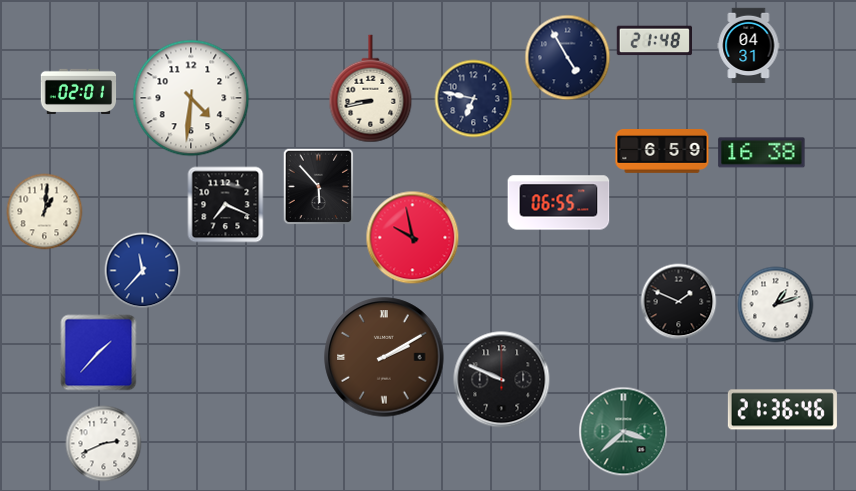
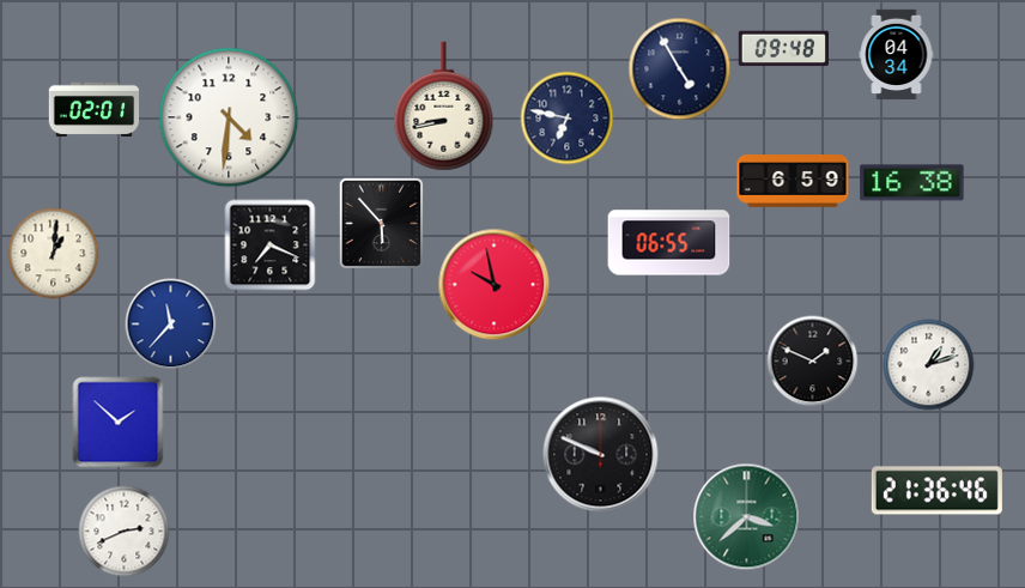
clock at (654, 41): 21:48 -> 09:48
clock at (749, 46): 04:31 -> 04:34
clock at (99, 353): 1:37 -> 1:52
clock at (384, 357): 2:10 -> none
